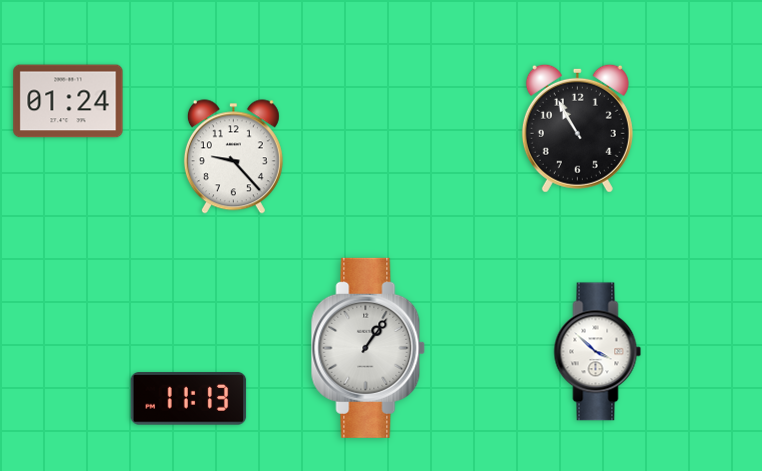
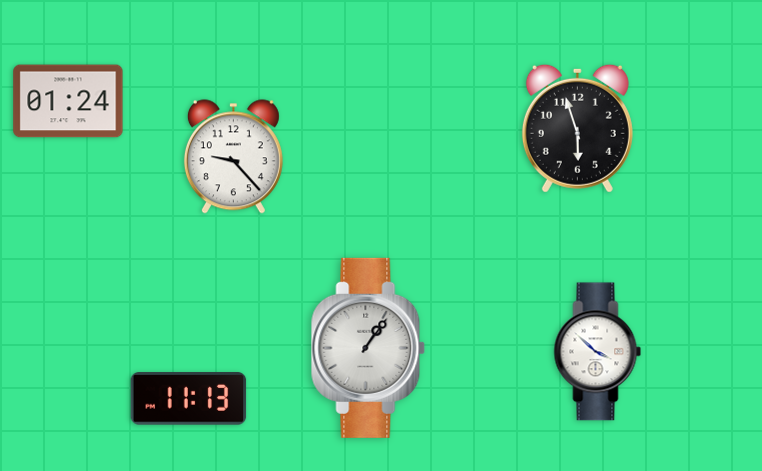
clock at (577, 128): 10:55 -> 5:57
